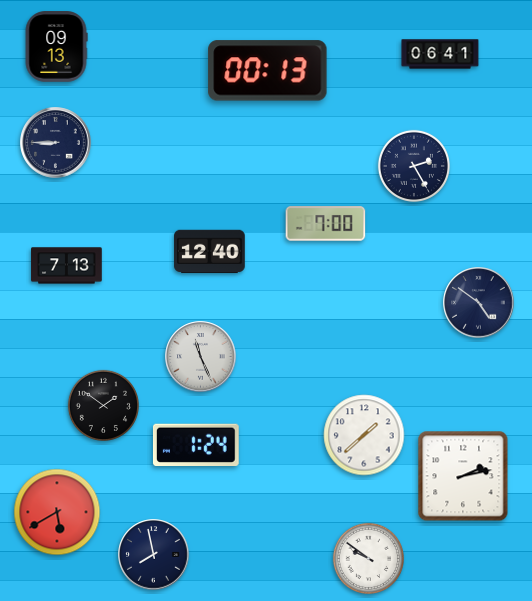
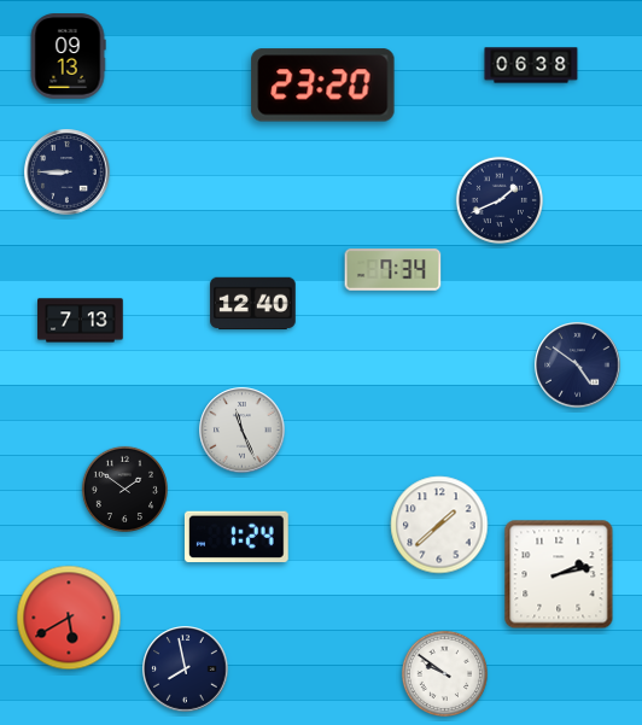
clock at (440, 54): 06:41 -> 06:38
clock at (268, 71): 00:13 -> 23:20
clock at (414, 166): 2:25 -> 1:41
clock at (326, 224): 7:00 -> 7:34
